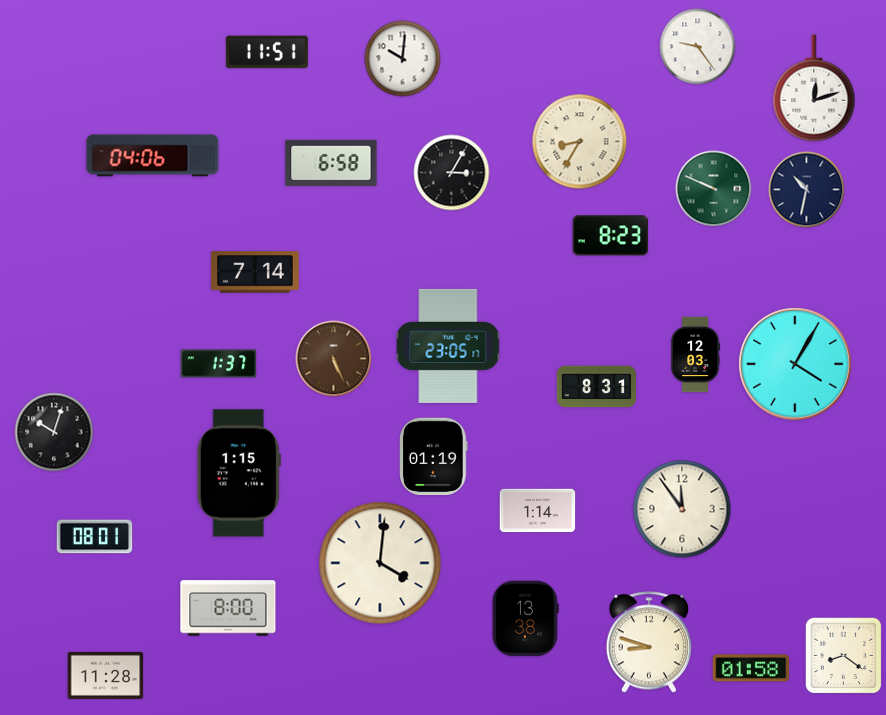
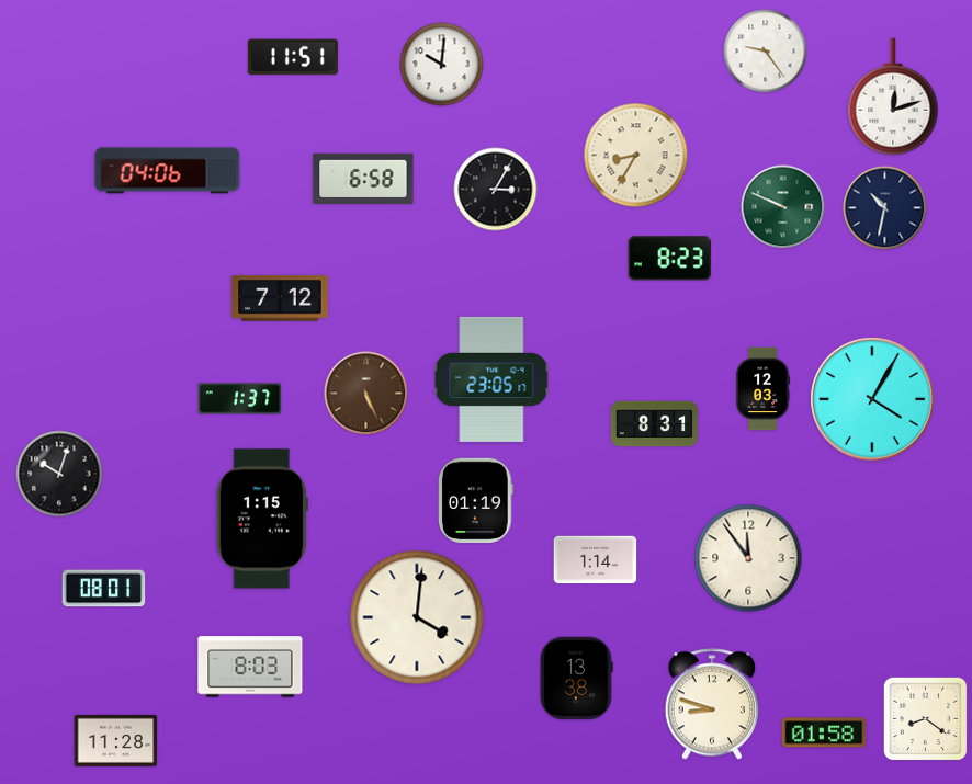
clock at (255, 272): 7:14 -> 7:12
clock at (538, 511) position: (538, 511) -> (596, 560)
clock at (228, 608): 8:00 -> 8:03
